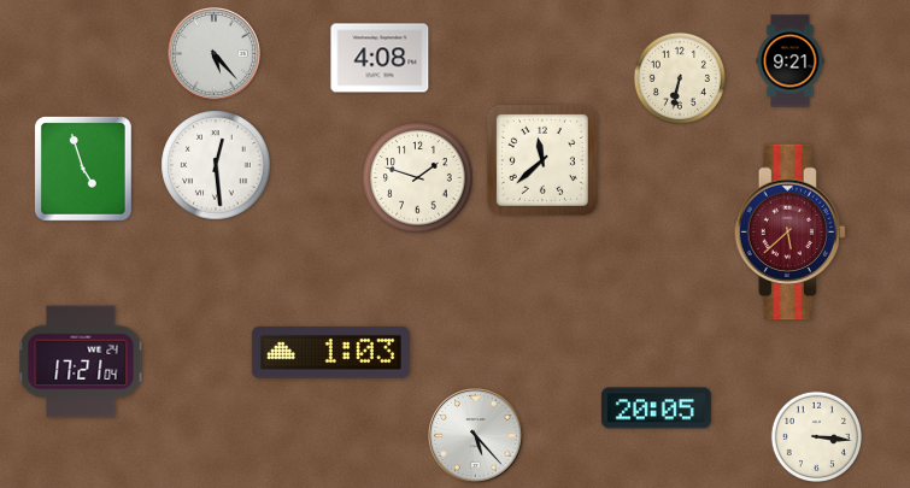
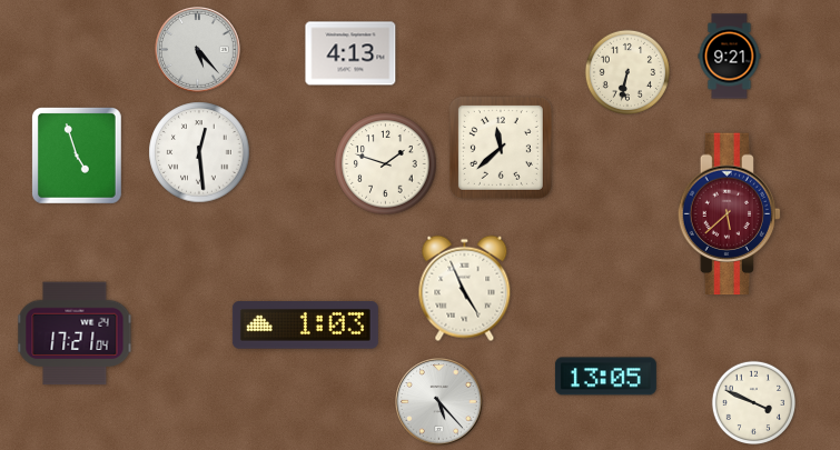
clock at (380, 58): 4:08 -> 4:13
clock at (465, 289): none -> 4:56
clock at (656, 408): 20:05 -> 13:05
clock at (816, 436): 3:16 -> 3:49
